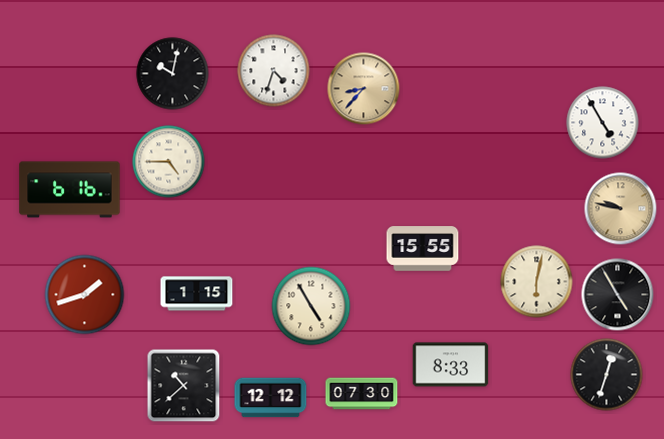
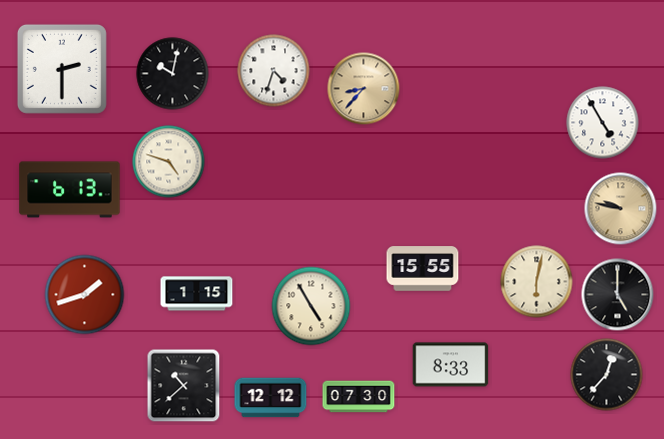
clock at (62, 69): none -> 2:30
clock at (169, 162): 4:45 -> 4:48
clock at (70, 190): 6:16 -> 6:13
clock at (423, 249) position: (423, 249) -> (423, 269)
clock at (618, 295): 4:55 -> 5:00
clock at (607, 375): 12:33 -> 12:37
clock at (362, 394) position: (362, 394) -> (359, 397)
